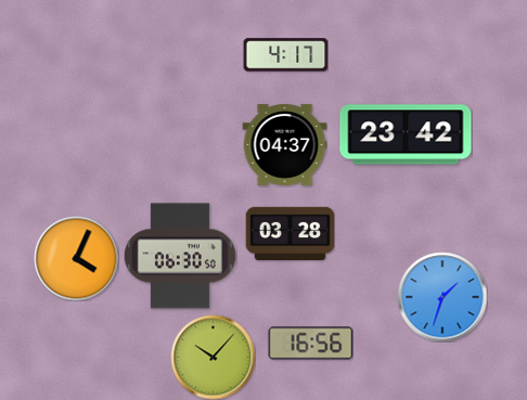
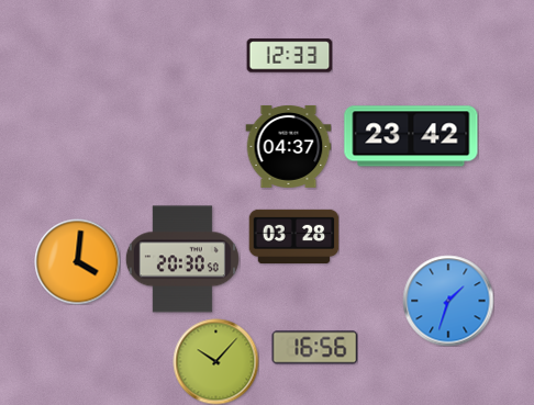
clock at (285, 55): 4:17 -> 12:33
clock at (180, 256): 06:30 -> 20:30
clock at (76, 258): 4:04 -> 4:01
